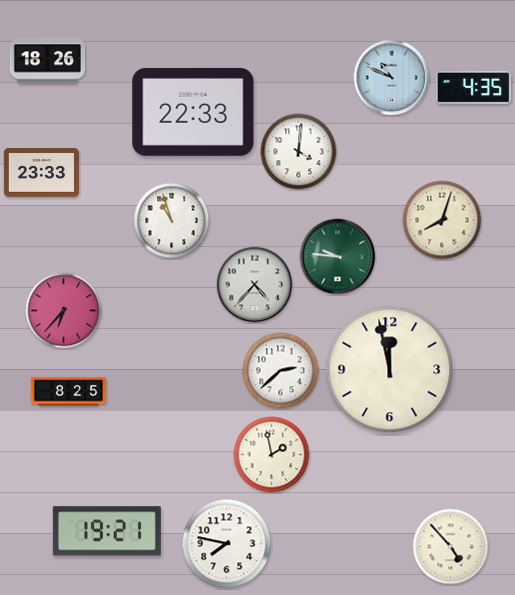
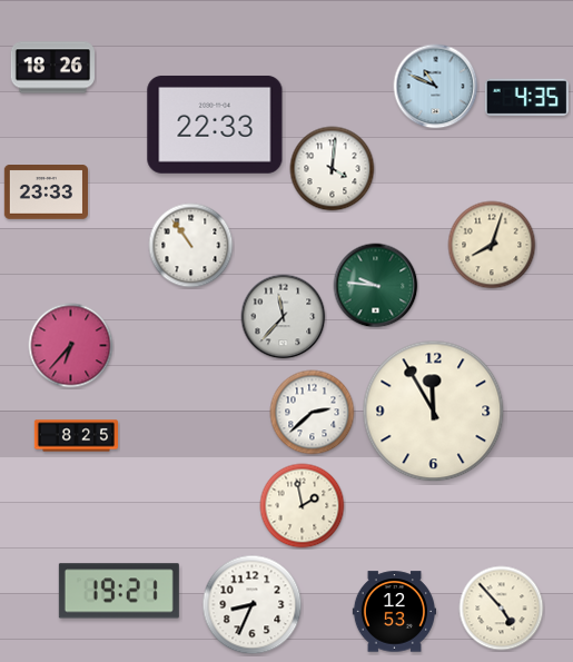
clock at (172, 221): 10:57 -> 10:54
clock at (255, 285): 4:37 -> 11:37
clock at (390, 370): 11:58 -> 11:55
clock at (227, 544): 7:47 -> 8:34
clock at (394, 612): none -> 12:53
